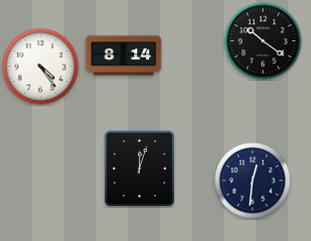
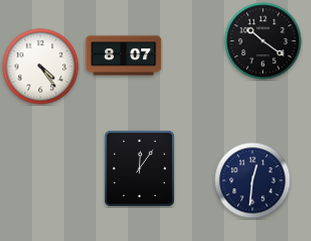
clock at (124, 56): 8:14 -> 8:07
clock at (140, 168): 12:03 -> 12:06
